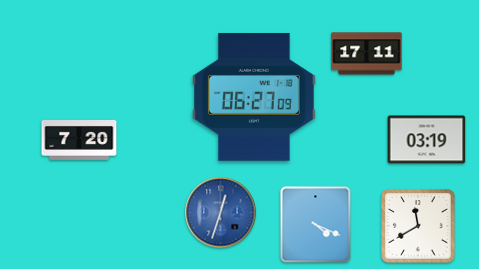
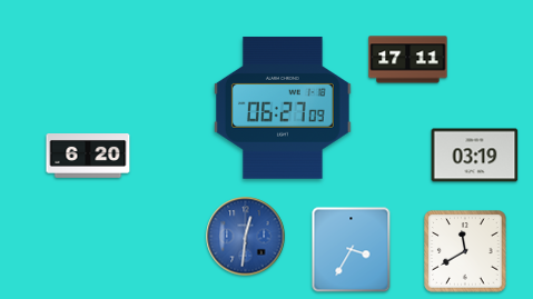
clock at (79, 141): 7:20 -> 6:20
clock at (221, 213): 12:33 -> 12:31
clock at (316, 225): 4:19 -> 3:35
